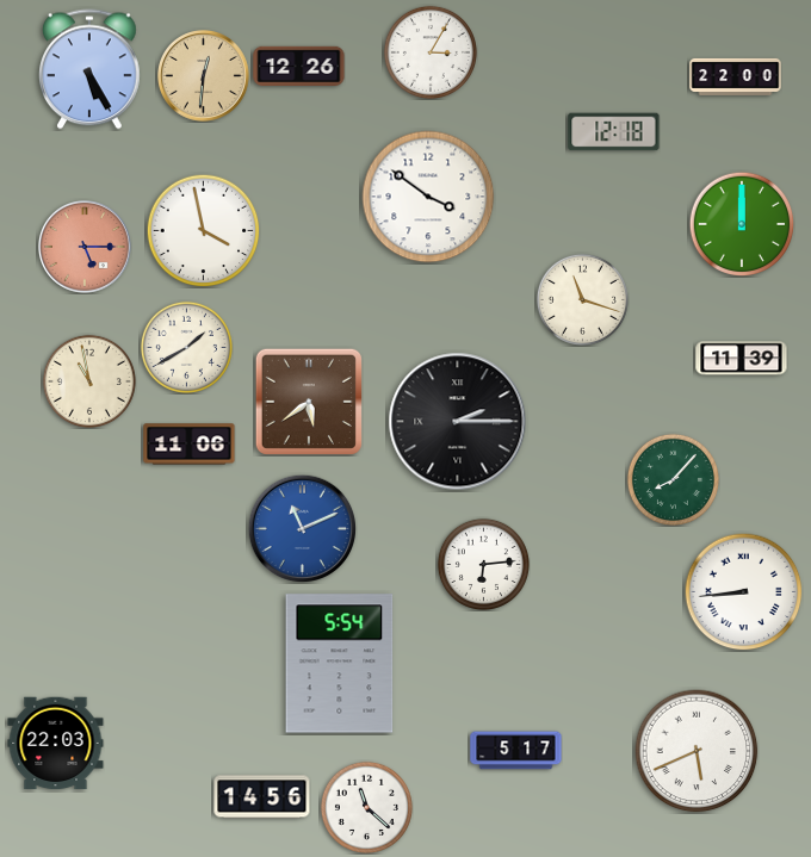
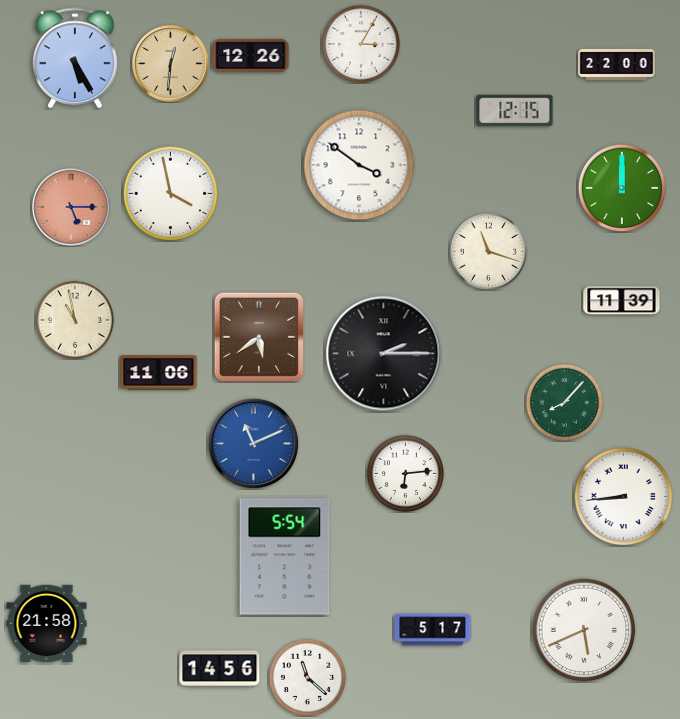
clock at (614, 132): 12:18 -> 12:15
clock at (186, 347): 1:40 -> none
clock at (56, 744): 22:03 -> 21:58
